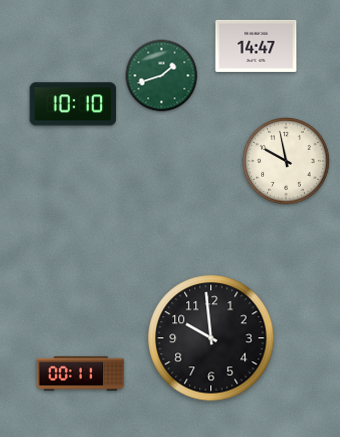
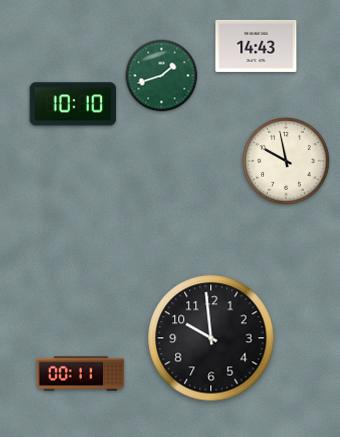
clock at (256, 46): 14:47 -> 14:43
